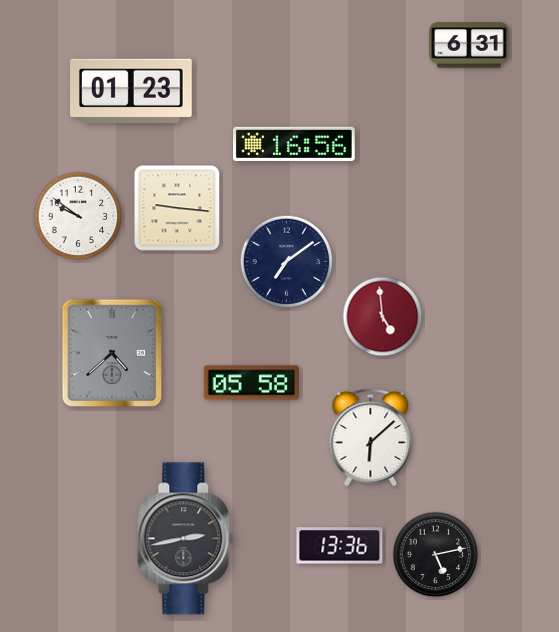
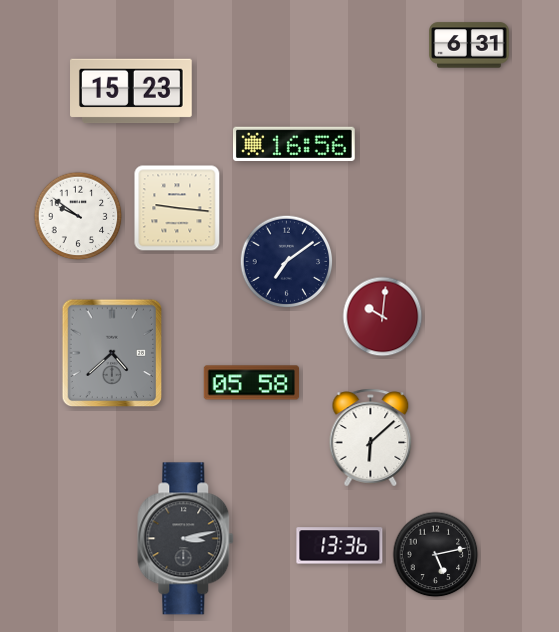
clock at (132, 91): 01:23 -> 15:23
clock at (383, 317): 4:59 -> 10:01
clock at (186, 539): 2:43 -> 3:13
